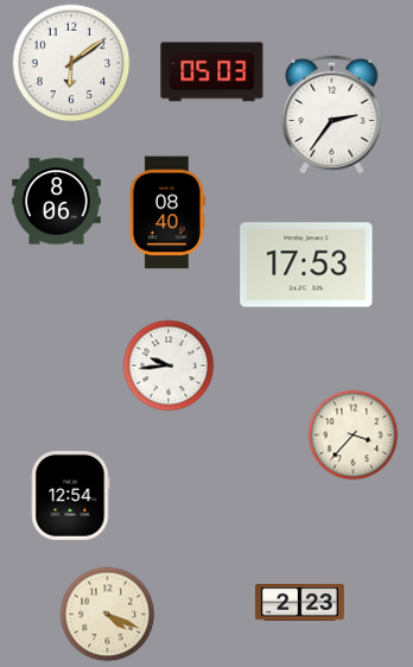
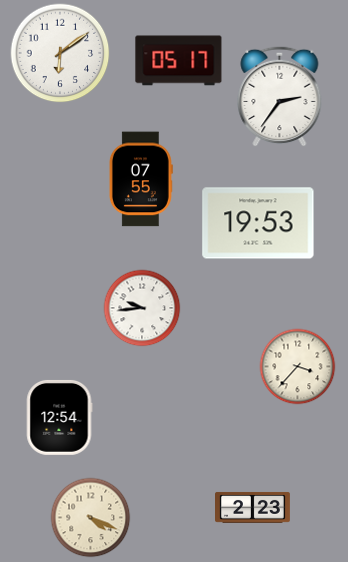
clock at (212, 72): 05:03 -> 05:17
clock at (57, 202): 8:06 -> none
clock at (167, 212): 08:40 -> 07:55
clock at (306, 265): 17:53 -> 19:53
